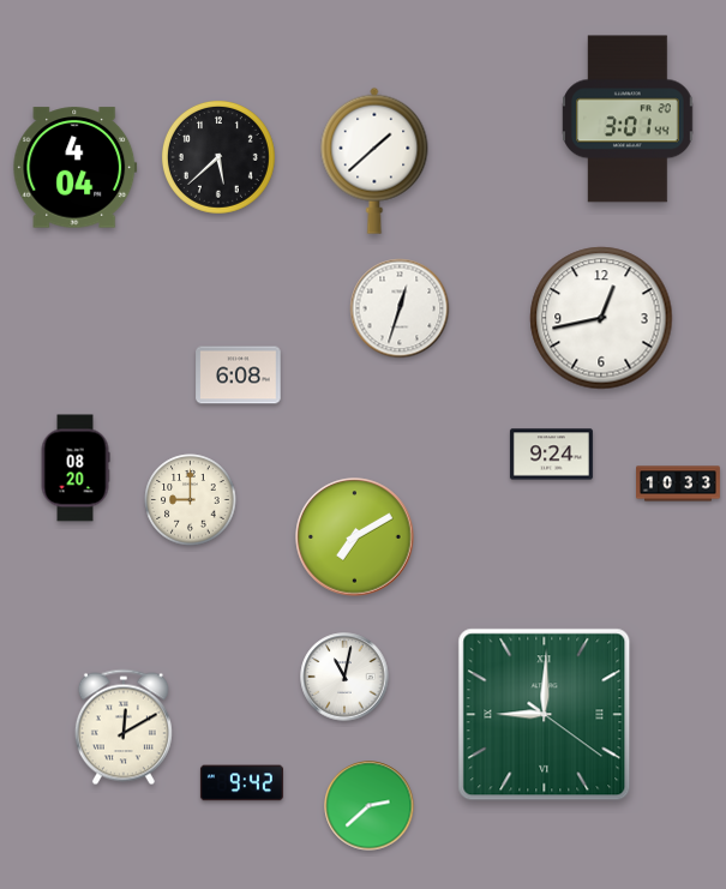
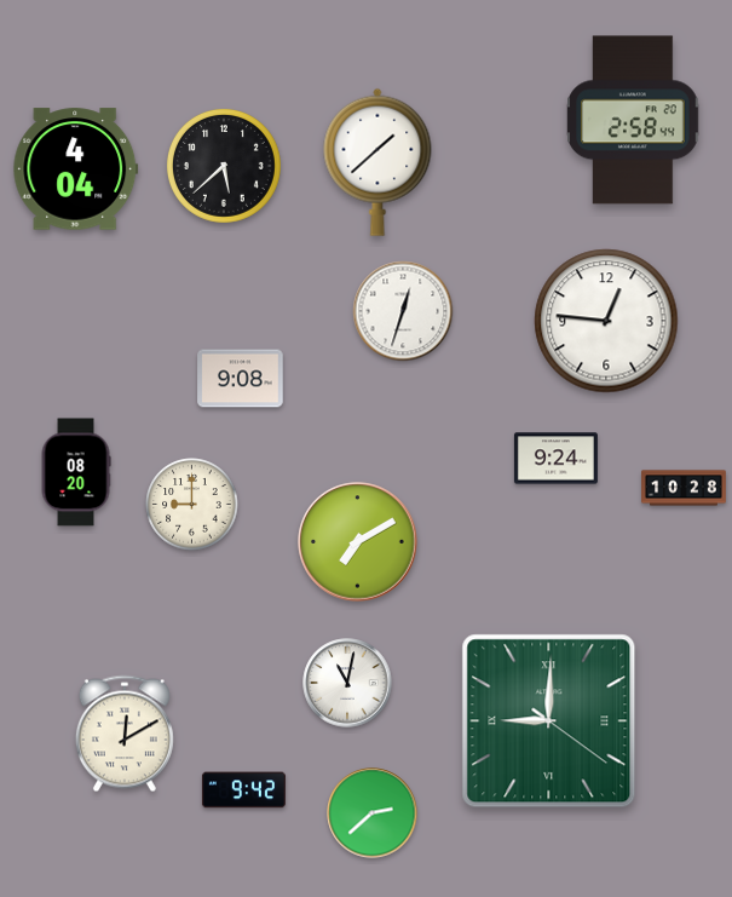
clock at (628, 119): 3:01 -> 2:58
clock at (218, 157) position: (218, 157) -> (224, 166)
clock at (601, 318): 12:43 -> 12:46
clock at (239, 376): 6:08 -> 9:08
clock at (678, 483): 10:33 -> 10:28
